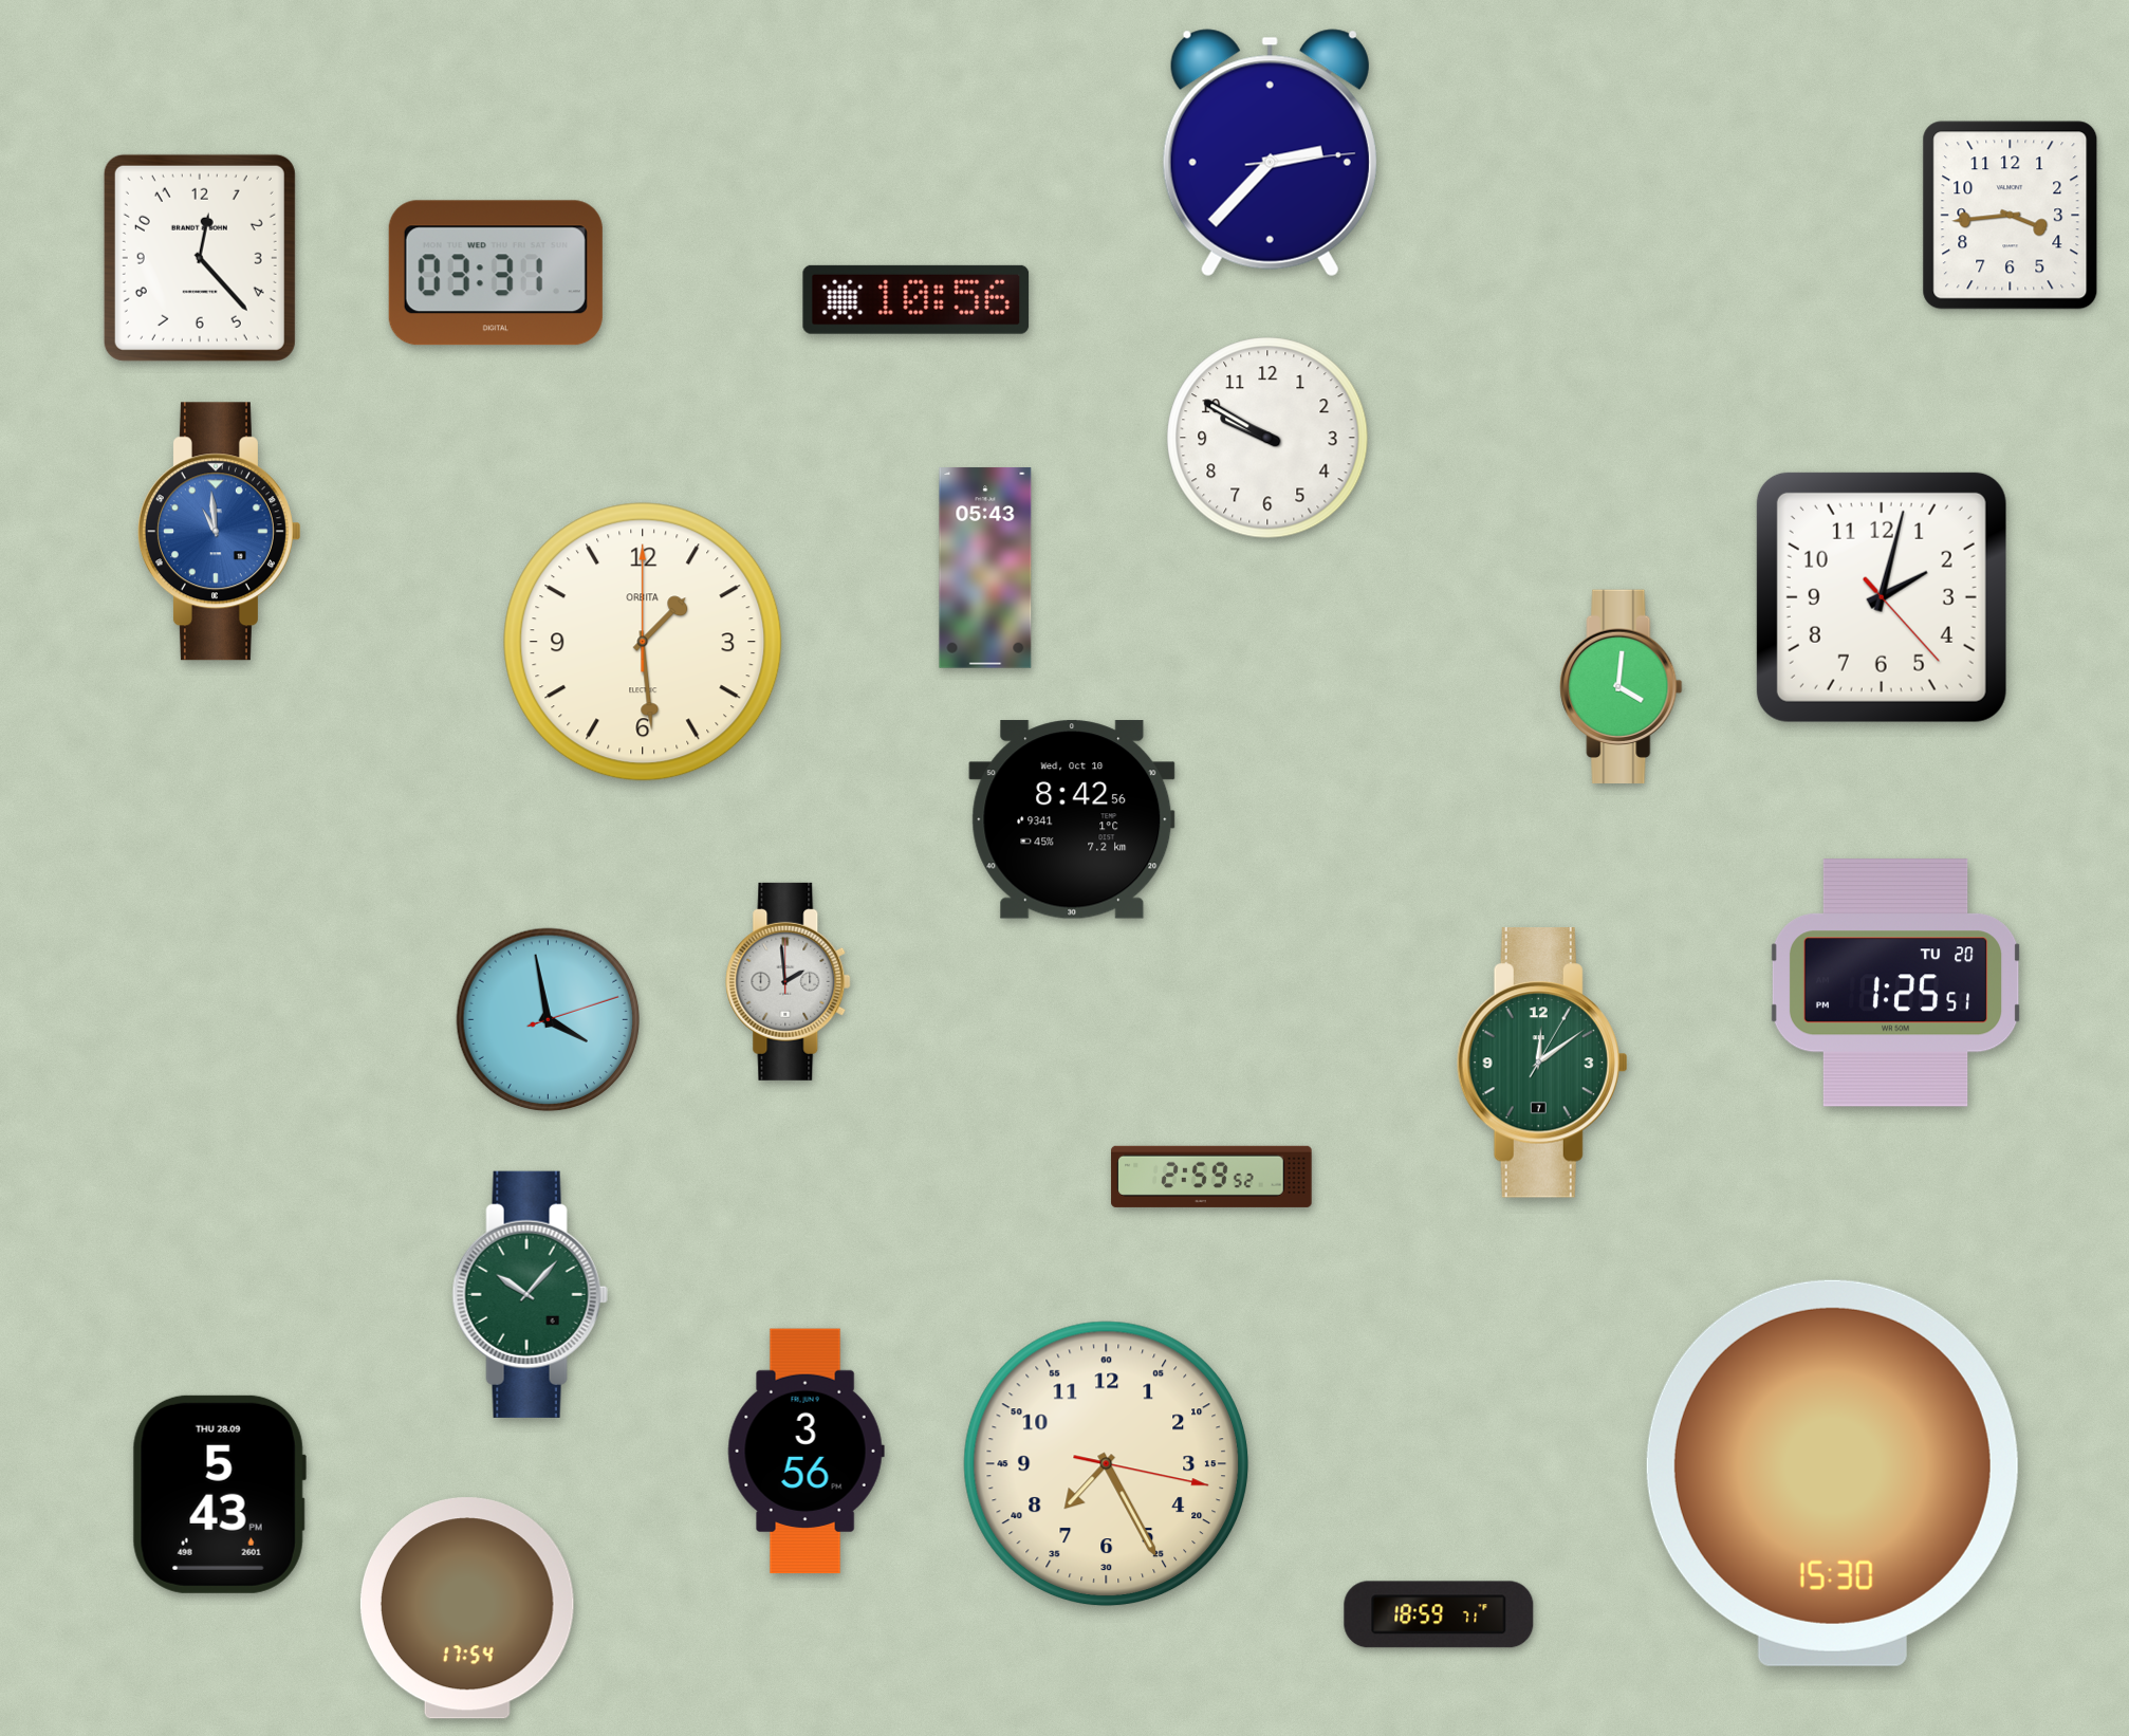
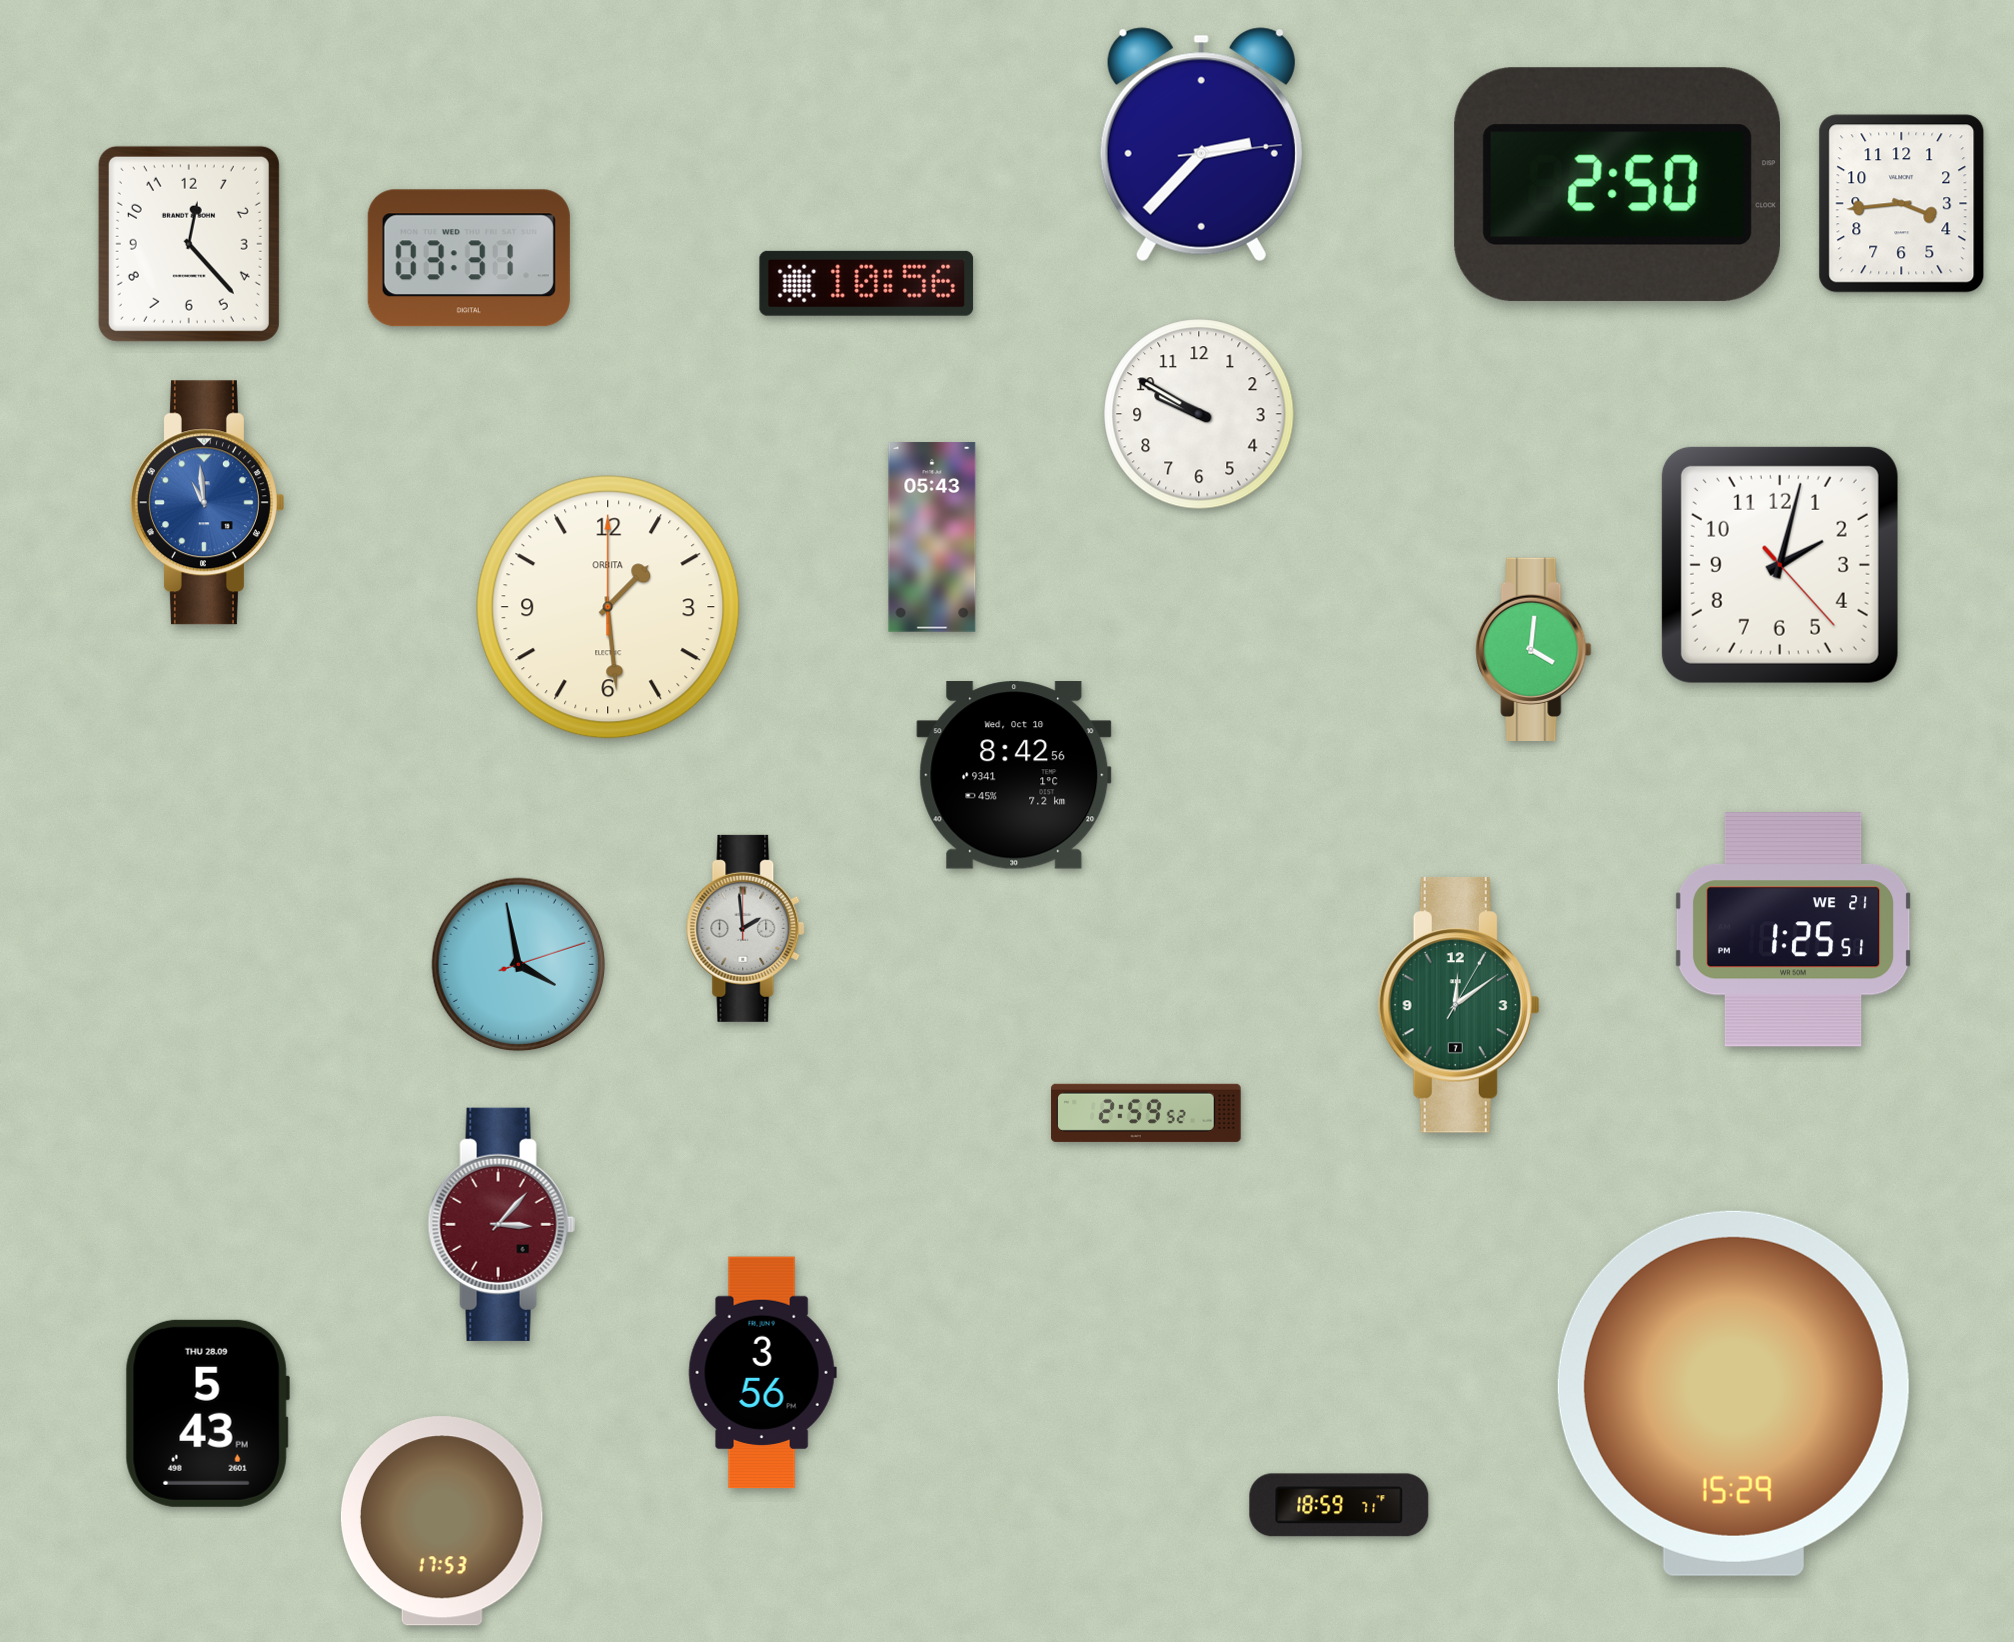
clock at (1617, 184): none -> 2:50
clock at (1895, 983) date: TU 20 -> WE 21
clock at (530, 1294): 10:07 -> 3:07
clock at (530, 1294) dial: green -> burgundy
clock at (1107, 1464): 7:25 -> none
clock at (1832, 1473): 15:30 -> 15:29
clock at (467, 1608): 17:54 -> 17:53
clock at (1439, 1614) position: (1439, 1614) -> (1339, 1505)
